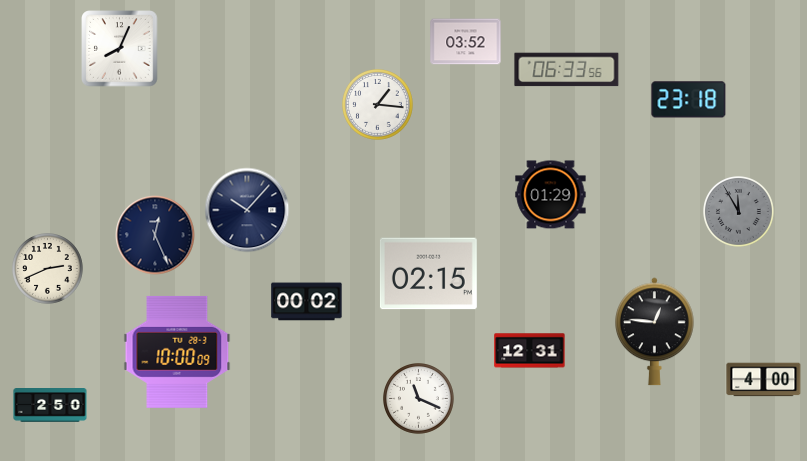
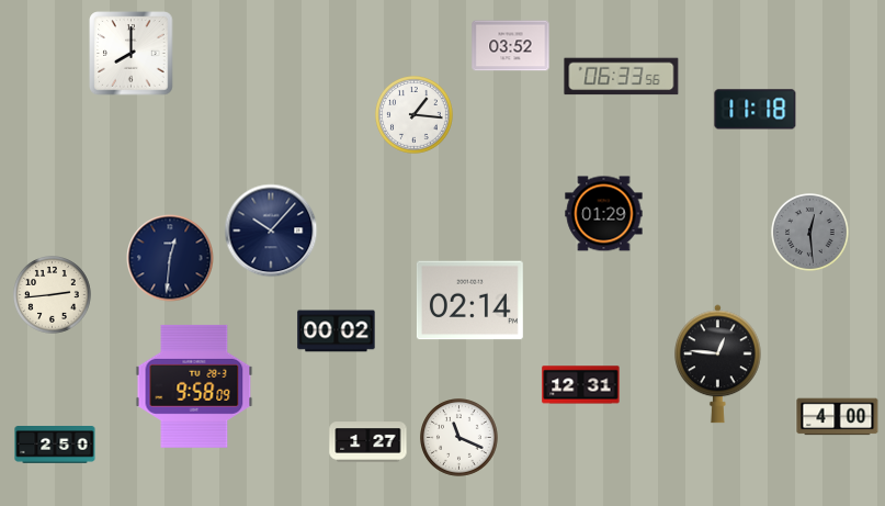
clock at (120, 49): 8:04 -> 8:00
clock at (689, 100): 23:18 -> 11:18
clock at (739, 212): 11:55 -> 12:29
clock at (155, 235): 12:26 -> 12:31
clock at (48, 269): 2:41 -> 2:44
clock at (428, 274): 02:15 -> 02:14
clock at (177, 352): 10:00 -> 9:58
clock at (368, 442): none -> 1:27
